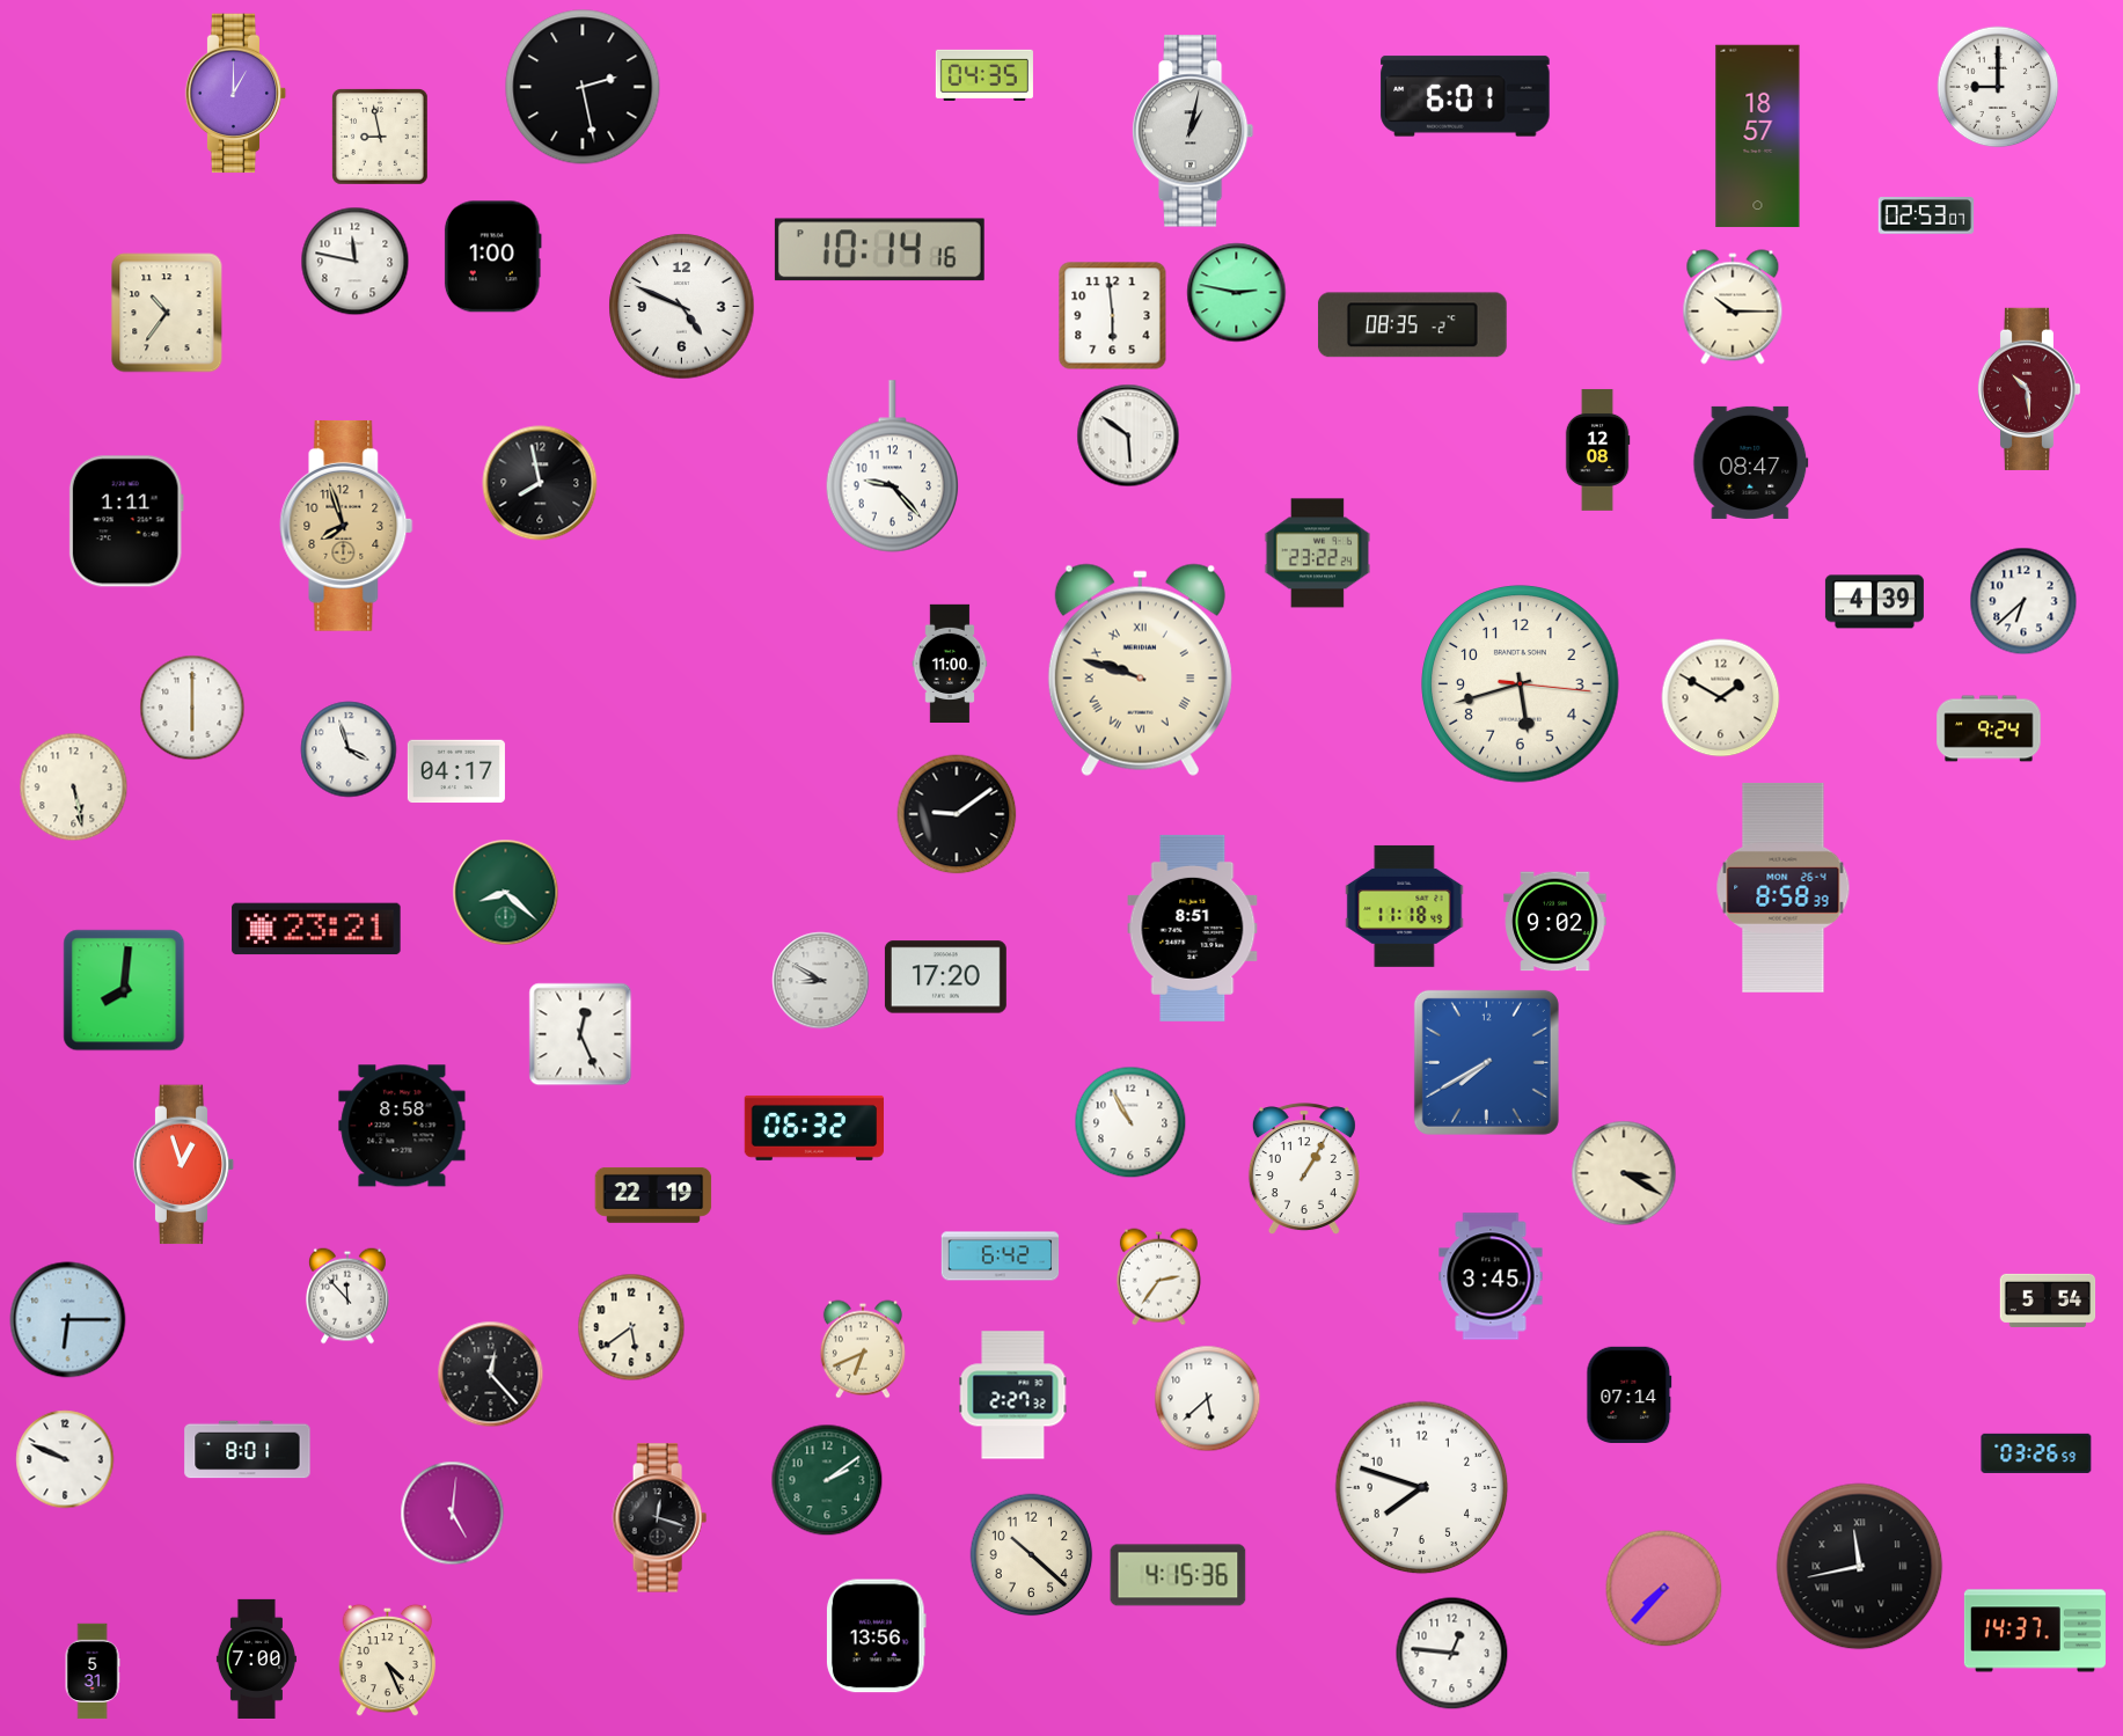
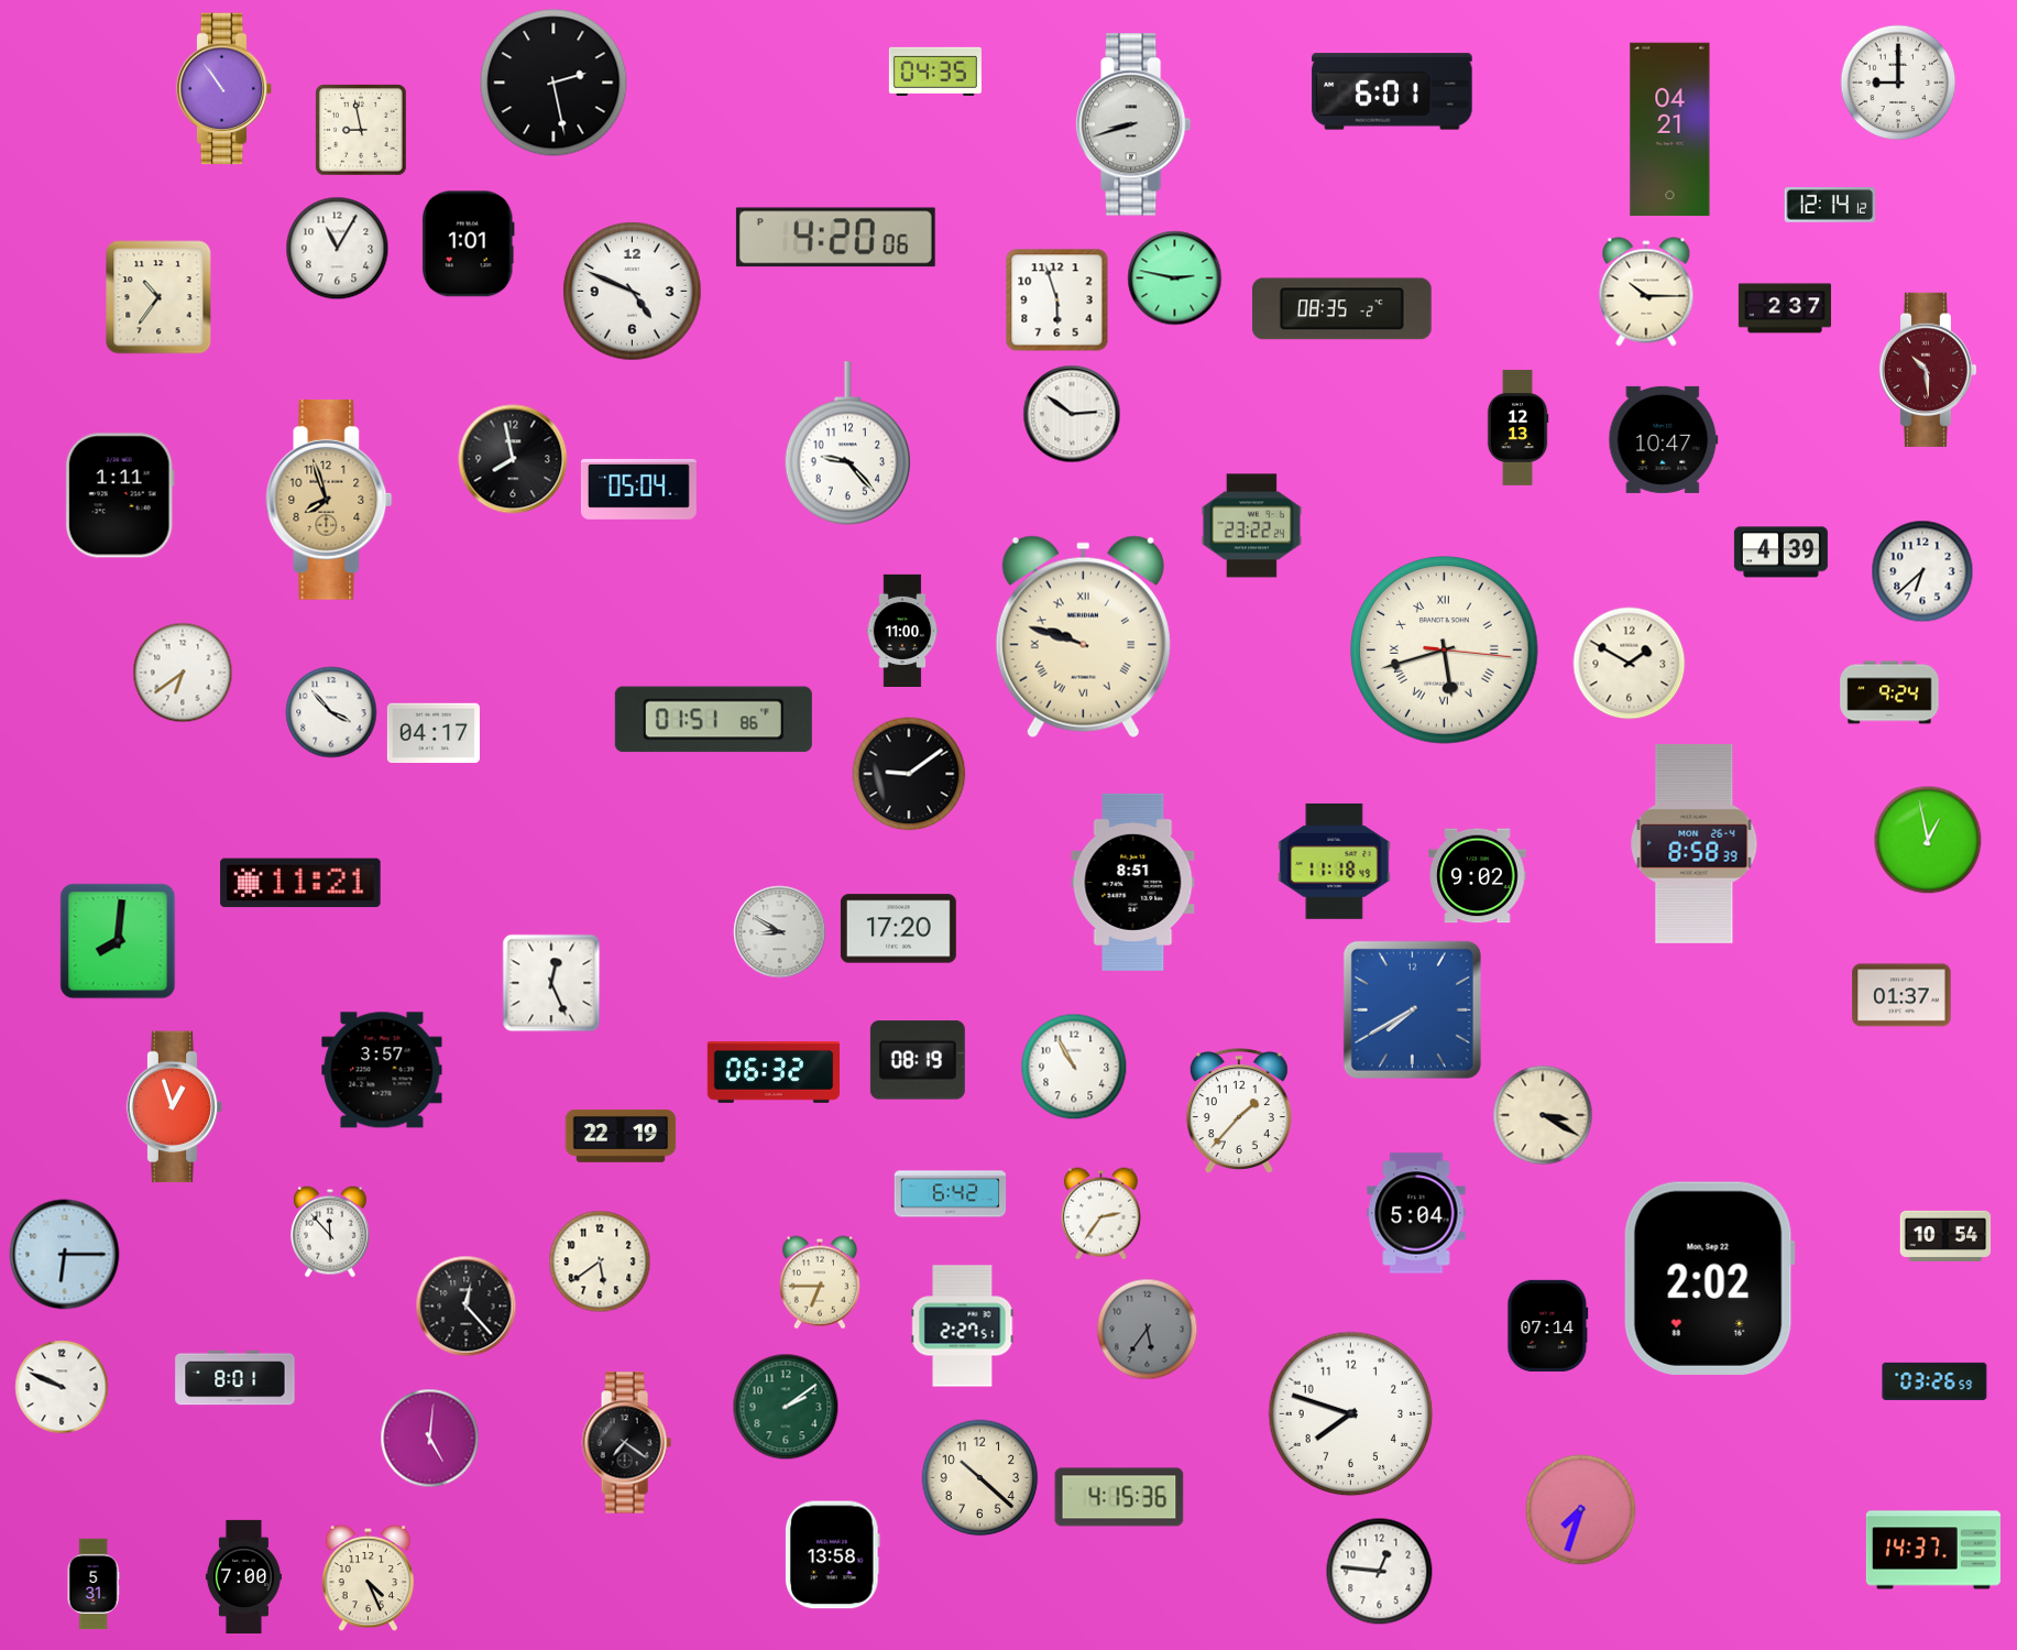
clock at (236, 94): 1:00 -> 10:54
clock at (1193, 131): 1:02 -> 8:42
clock at (1758, 137): 18:57 -> 04:21
clock at (1926, 217): 02:53 -> 12:14
clock at (879, 250): 10:14 -> 4:20
clock at (492, 257): 1:00 -> 1:01
clock at (356, 262): 11:47 -> 11:05
clock at (682, 307) position: (682, 307) -> (633, 292)
clock at (1113, 316): 5:59 -> 5:57
clock at (1785, 308): none -> 2:37
clock at (1128, 435): 5:51 -> 2:51
clock at (1597, 449): 12:08 -> 12:13
clock at (1751, 462): 08:47 -> 10:47
clock at (638, 489): none -> 05:04
clock at (1874, 602) position: (1874, 602) -> (1780, 553)
clock at (1521, 684) numerals: Arabic -> Roman
clock at (1721, 698) position: (1721, 698) -> (1630, 664)
clock at (192, 708): 6:00 -> 6:39
clock at (349, 749): 3:57 -> 3:53
clock at (713, 720): none -> 01:51
clock at (74, 788): 5:28 -> none
clock at (1928, 840): none -> 12:58
clock at (506, 893): 8:22 -> none
clock at (316, 929): 23:21 -> 11:21
clock at (1901, 995): none -> 01:37
clock at (918, 1060): none -> 08:19
clock at (402, 1126): 8:58 -> 3:57
clock at (1304, 1170): 1:05 -> 1:37
clock at (1491, 1276): 3:45 -> 5:04
clock at (2048, 1301): 5:54 -> 10:54
clock at (1709, 1278): none -> 2:02
clock at (863, 1349): 6:41 -> 6:45
clock at (1013, 1396): 2:27:32 -> 2:27:51
clock at (1208, 1399): 5:38 -> 5:36
clock at (1208, 1399) dial: white -> grey
clock at (659, 1518): 12:18 -> 7:21
clock at (1860, 1567): 11:43 -> none
clock at (1664, 1589): 7:37 -> 7:33
clock at (877, 1636): 13:56 -> 13:58
clock at (93, 1671) position: (93, 1671) -> (94, 1584)
